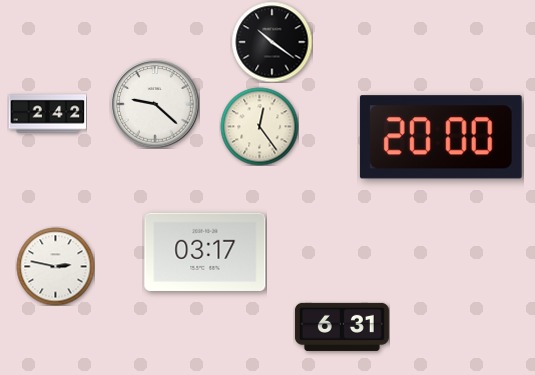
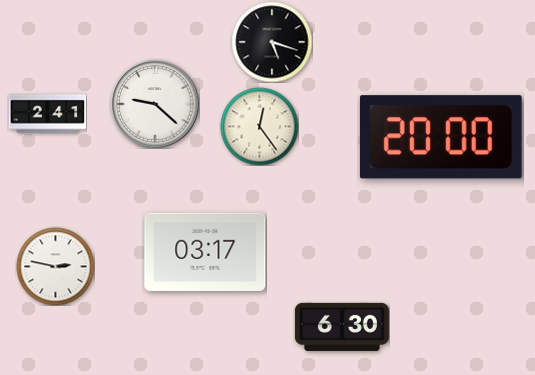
clock at (272, 42): 10:21 -> 5:18
clock at (47, 114): 2:42 -> 2:41
clock at (342, 327): 6:31 -> 6:30
